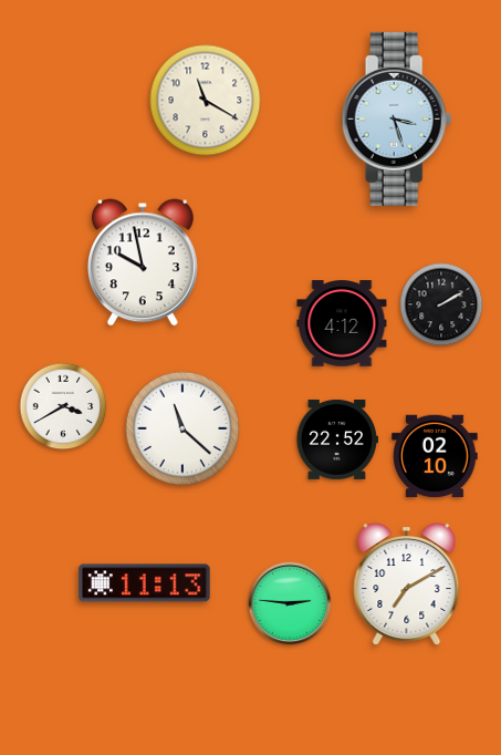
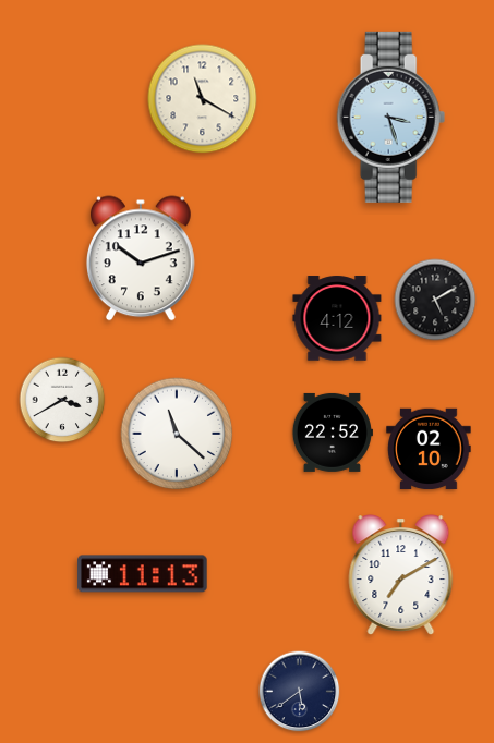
clock at (143, 262): 9:58 -> 10:12
clock at (441, 304): 2:10 -> 5:10
clock at (182, 428) position: (182, 428) -> (177, 434)
clock at (290, 603): 2:46 -> none
clock at (300, 692): none -> 5:39
